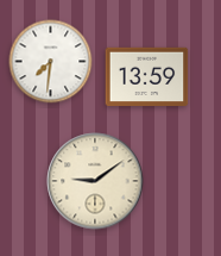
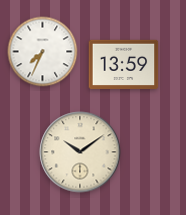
clock at (51, 62): 7:31 -> 7:34
clock at (95, 181): 9:09 -> 10:09
